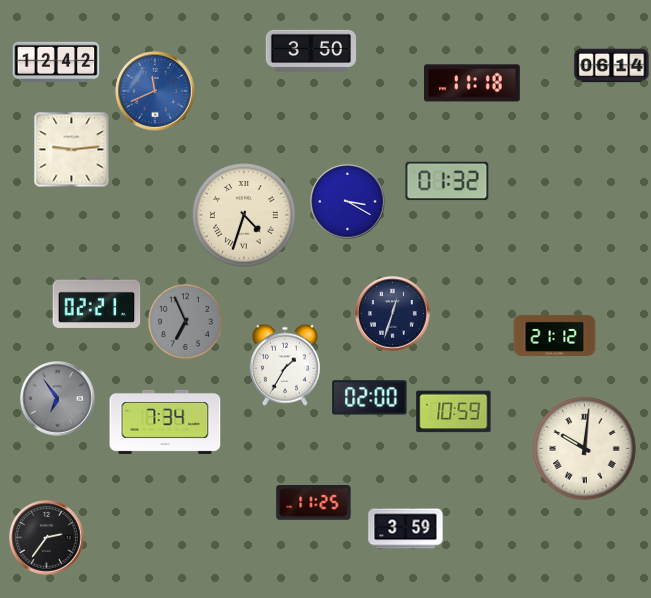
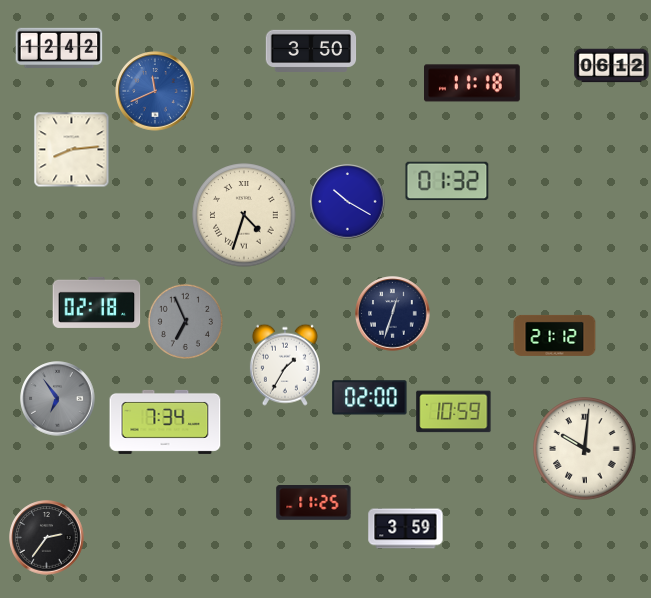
clock at (56, 62) position: (56, 62) -> (59, 48)
clock at (612, 66): 06:14 -> 06:12
clock at (72, 150): 9:14 -> 8:14
clock at (348, 202): 3:20 -> 10:20
clock at (97, 302): 02:21 -> 02:18
